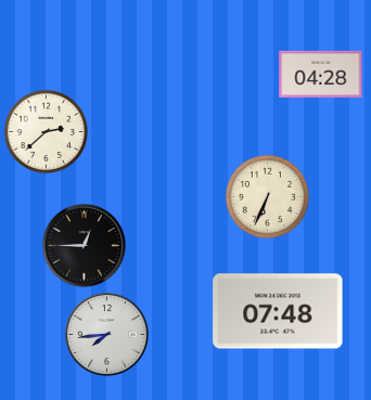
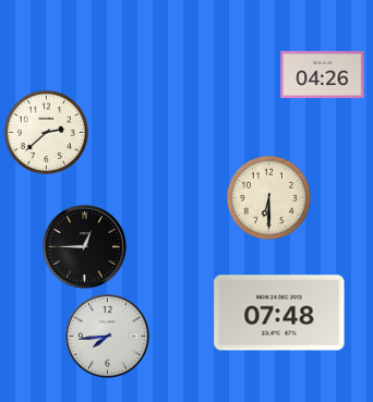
clock at (321, 74): 04:28 -> 04:26
clock at (267, 196): 6:34 -> 6:30
